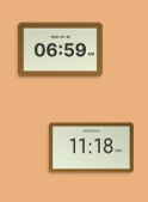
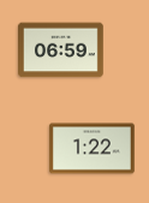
clock at (92, 148): 11:18 -> 1:22
